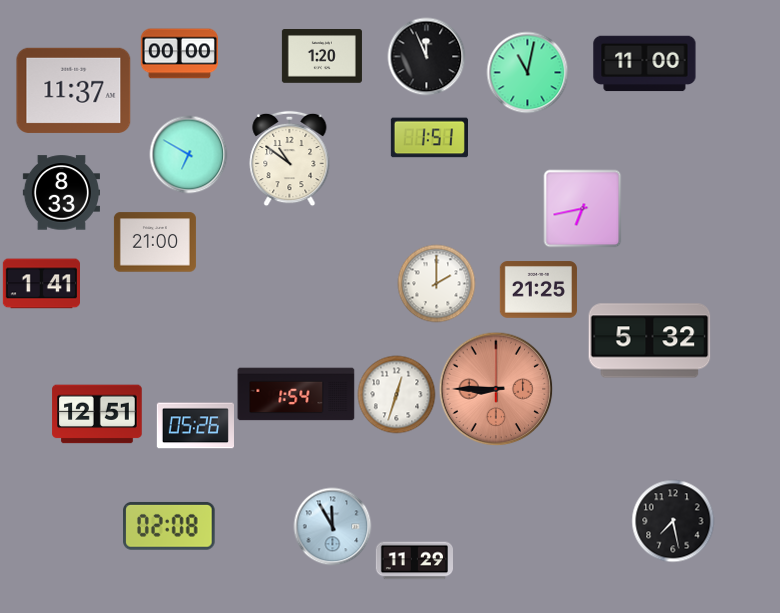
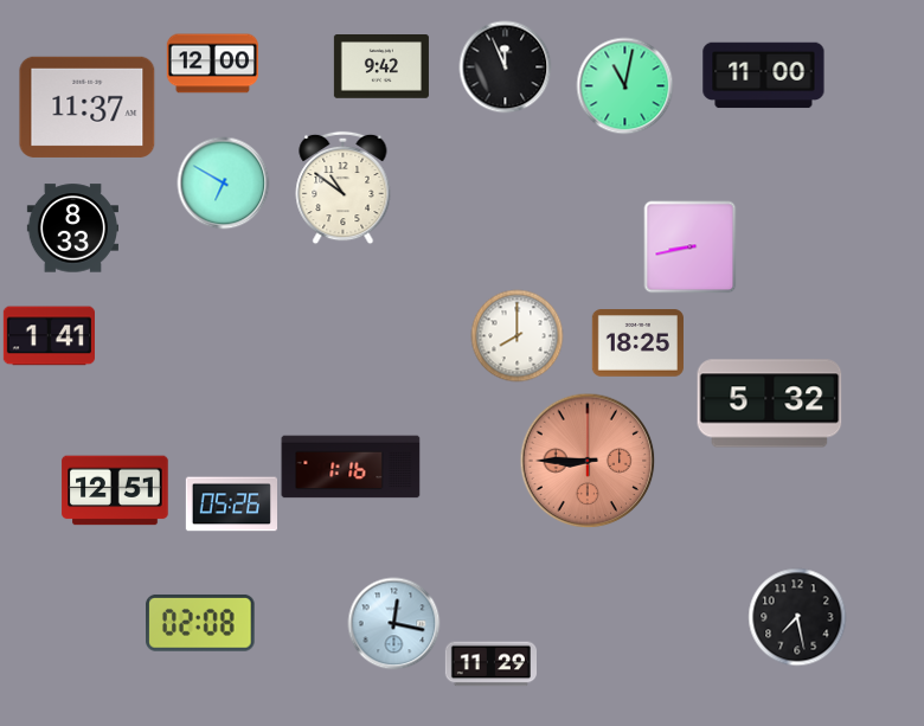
clock at (179, 54): 00:00 -> 12:00
clock at (322, 56): 1:20 -> 9:42
clock at (429, 138): 1:51 -> none
clock at (582, 208): 6:43 -> 8:43
clock at (155, 242): 21:00 -> none
clock at (436, 283): 2:00 -> 8:00
clock at (538, 290): 21:25 -> 18:25
clock at (296, 394): 1:54 -> 1:16
clock at (396, 394): 12:33 -> none
clock at (332, 526): 11:55 -> 12:17
